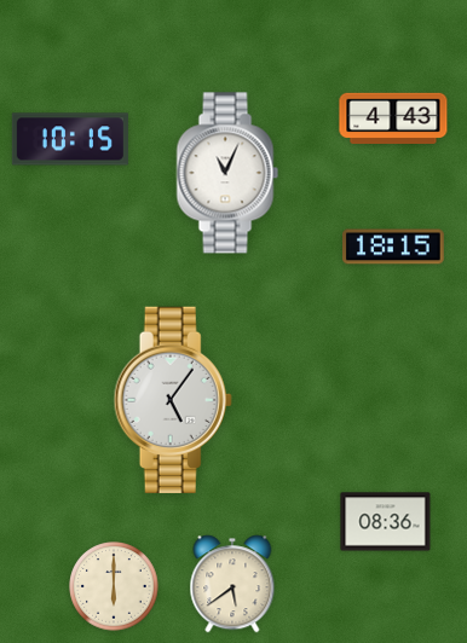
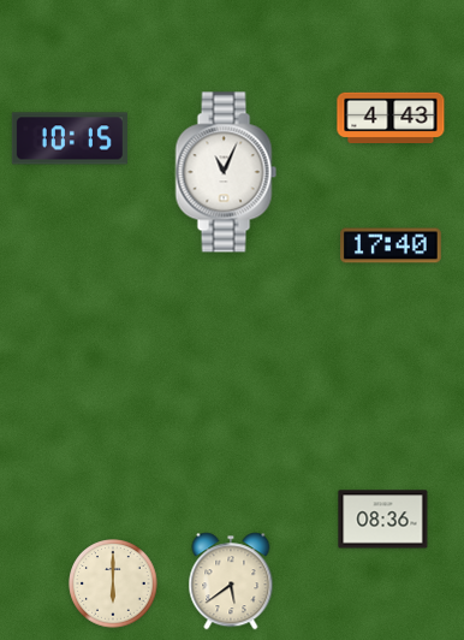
clock at (394, 247): 18:15 -> 17:40
clock at (173, 399): 5:06 -> none
